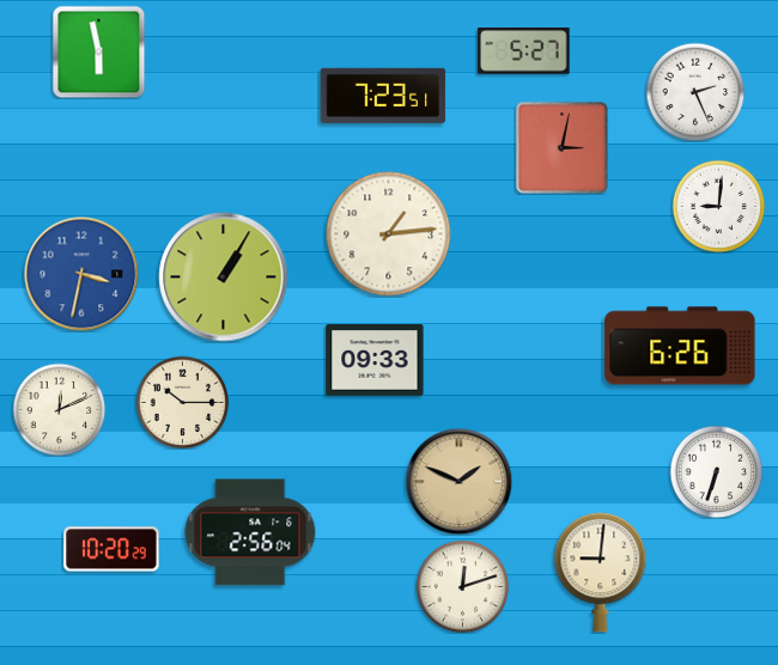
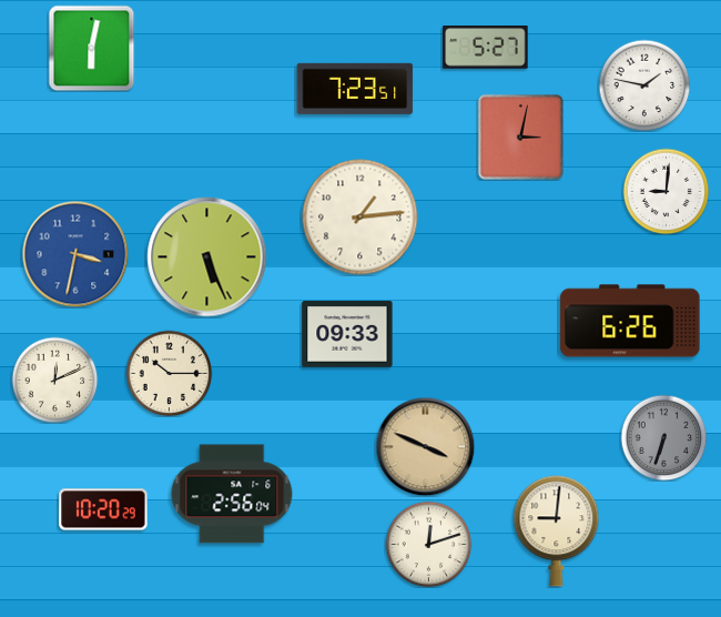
clock at (98, 51): 5:58 -> 6:02
clock at (695, 92): 2:26 -> 1:47
clock at (224, 277): 1:05 -> 5:26
clock at (716, 471) dial: white -> grey
clock at (458, 481): 1:49 -> 3:49
